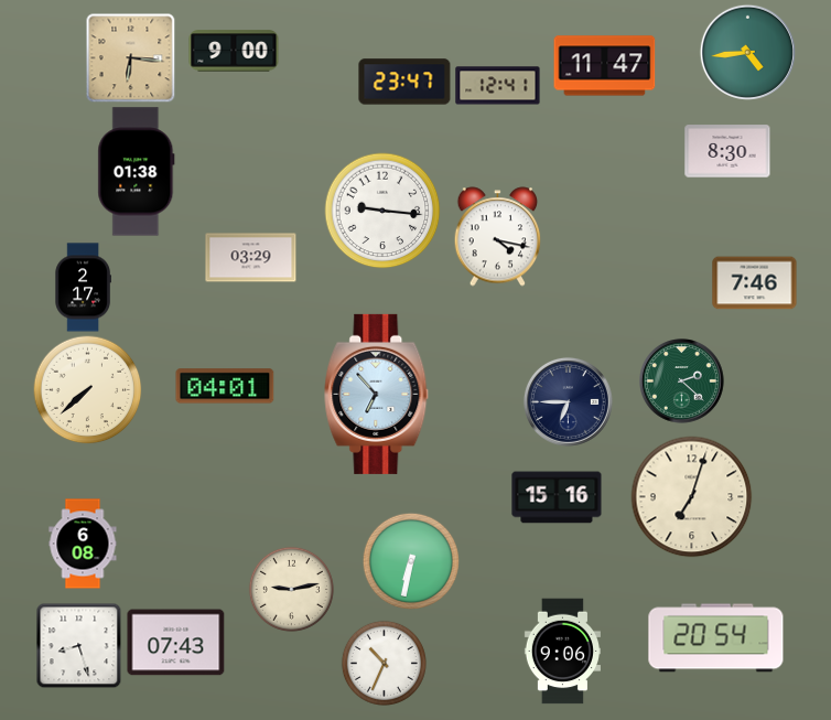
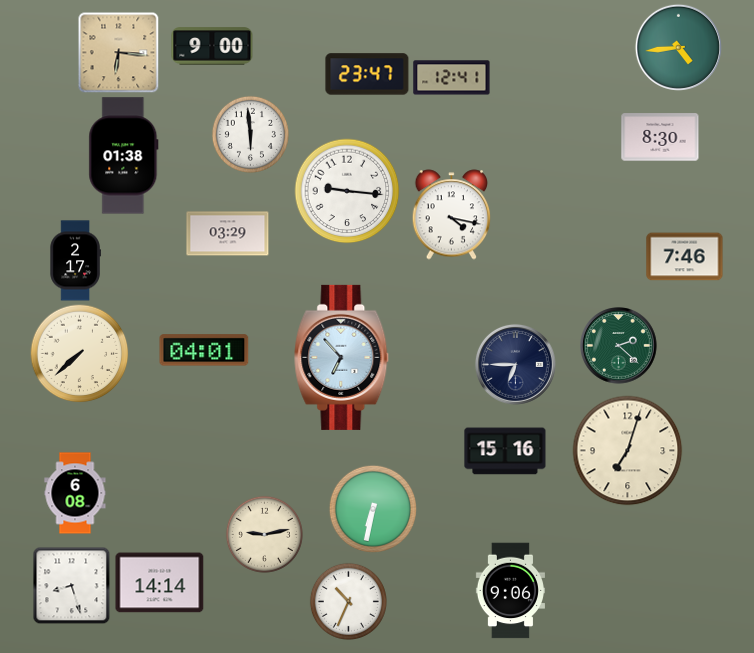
clock at (605, 66): 11:47 -> none
clock at (250, 134): none -> 5:59
clock at (716, 638): 20:54 -> none
clock at (176, 643): 07:43 -> 14:14
